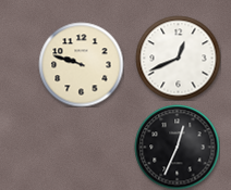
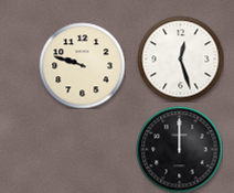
clock at (178, 58): 12:41 -> 12:27
clock at (177, 147): 12:34 -> 12:00
